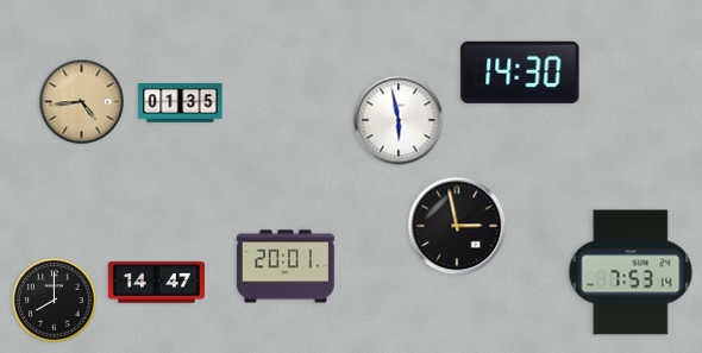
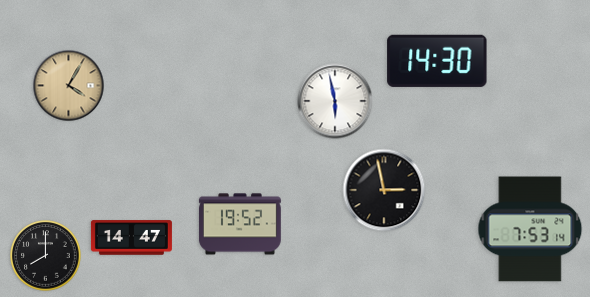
clock at (82, 102): 4:44 -> 4:05
clock at (181, 103): 01:35 -> none
clock at (286, 266): 20:01 -> 19:52
clock at (55, 301) position: (55, 301) -> (46, 256)
